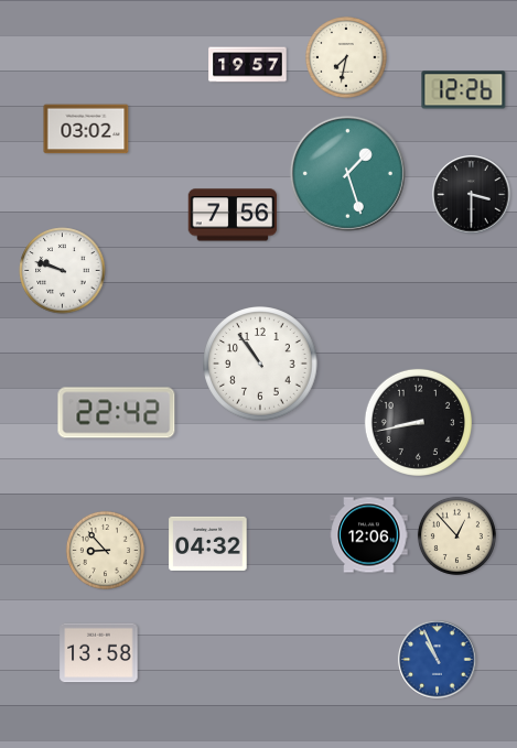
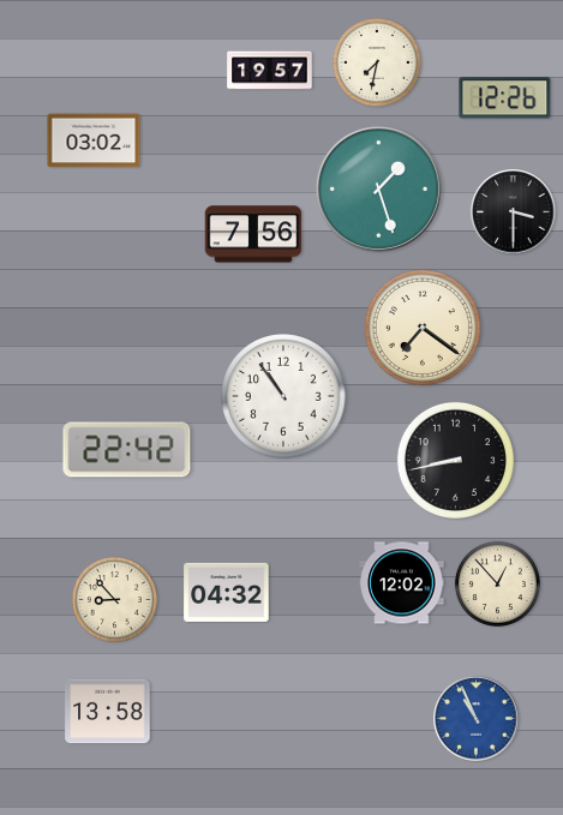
clock at (63, 271): 9:48 -> none
clock at (421, 326): none -> 7:21
clock at (369, 535): 12:06 -> 12:02
